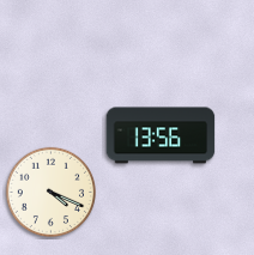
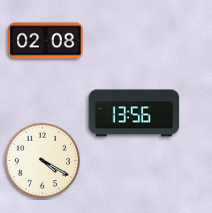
clock at (46, 41): none -> 02:08
clock at (50, 192): 4:19 -> 4:20
